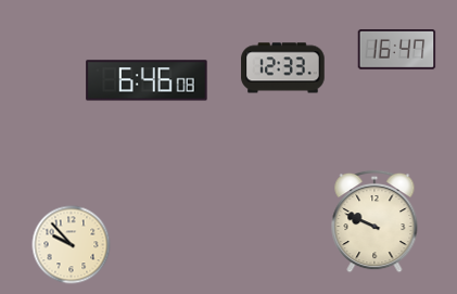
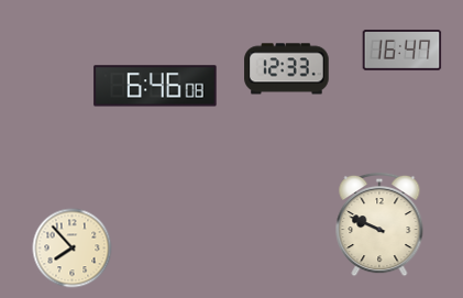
clock at (147, 80) position: (147, 80) -> (155, 86)
clock at (72, 245): 9:53 -> 7:53
